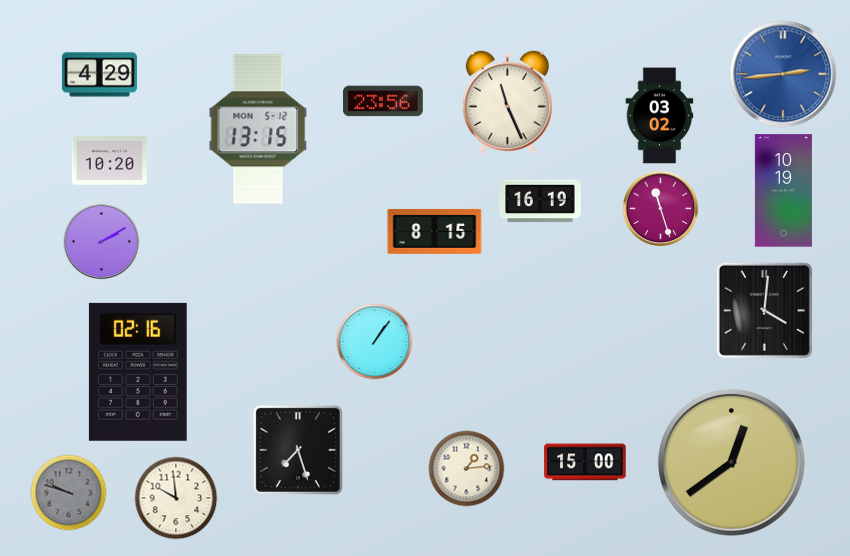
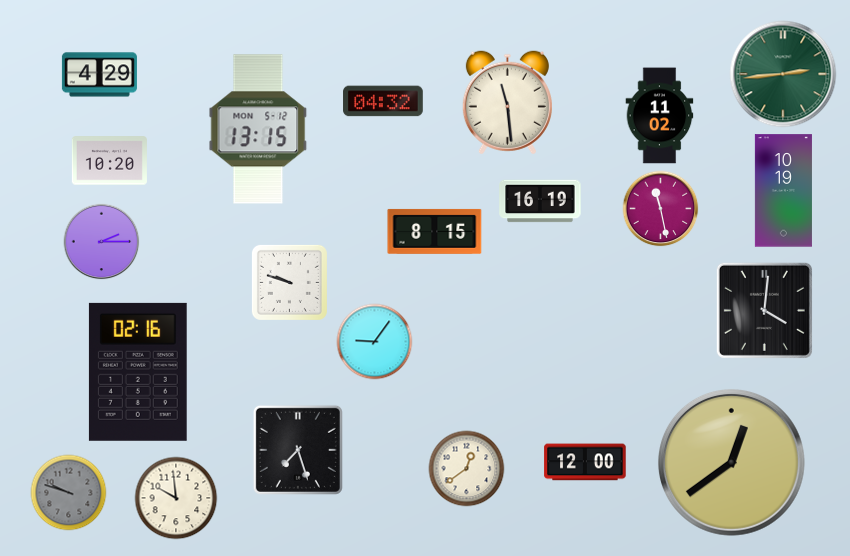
clock at (783, 74) dial: blue -> green
clock at (383, 101): 23:56 -> 04:32
clock at (507, 103): 11:26 -> 11:29
clock at (660, 116): 03:02 -> 11:02
clock at (661, 209): 11:27 -> 11:28
clock at (102, 242): 2:10 -> 2:15
clock at (289, 282): none -> 9:48
clock at (375, 342): 1:06 -> 9:06
clock at (585, 462): 15:00 -> 12:00
clock at (467, 469): 1:14 -> 12:39
